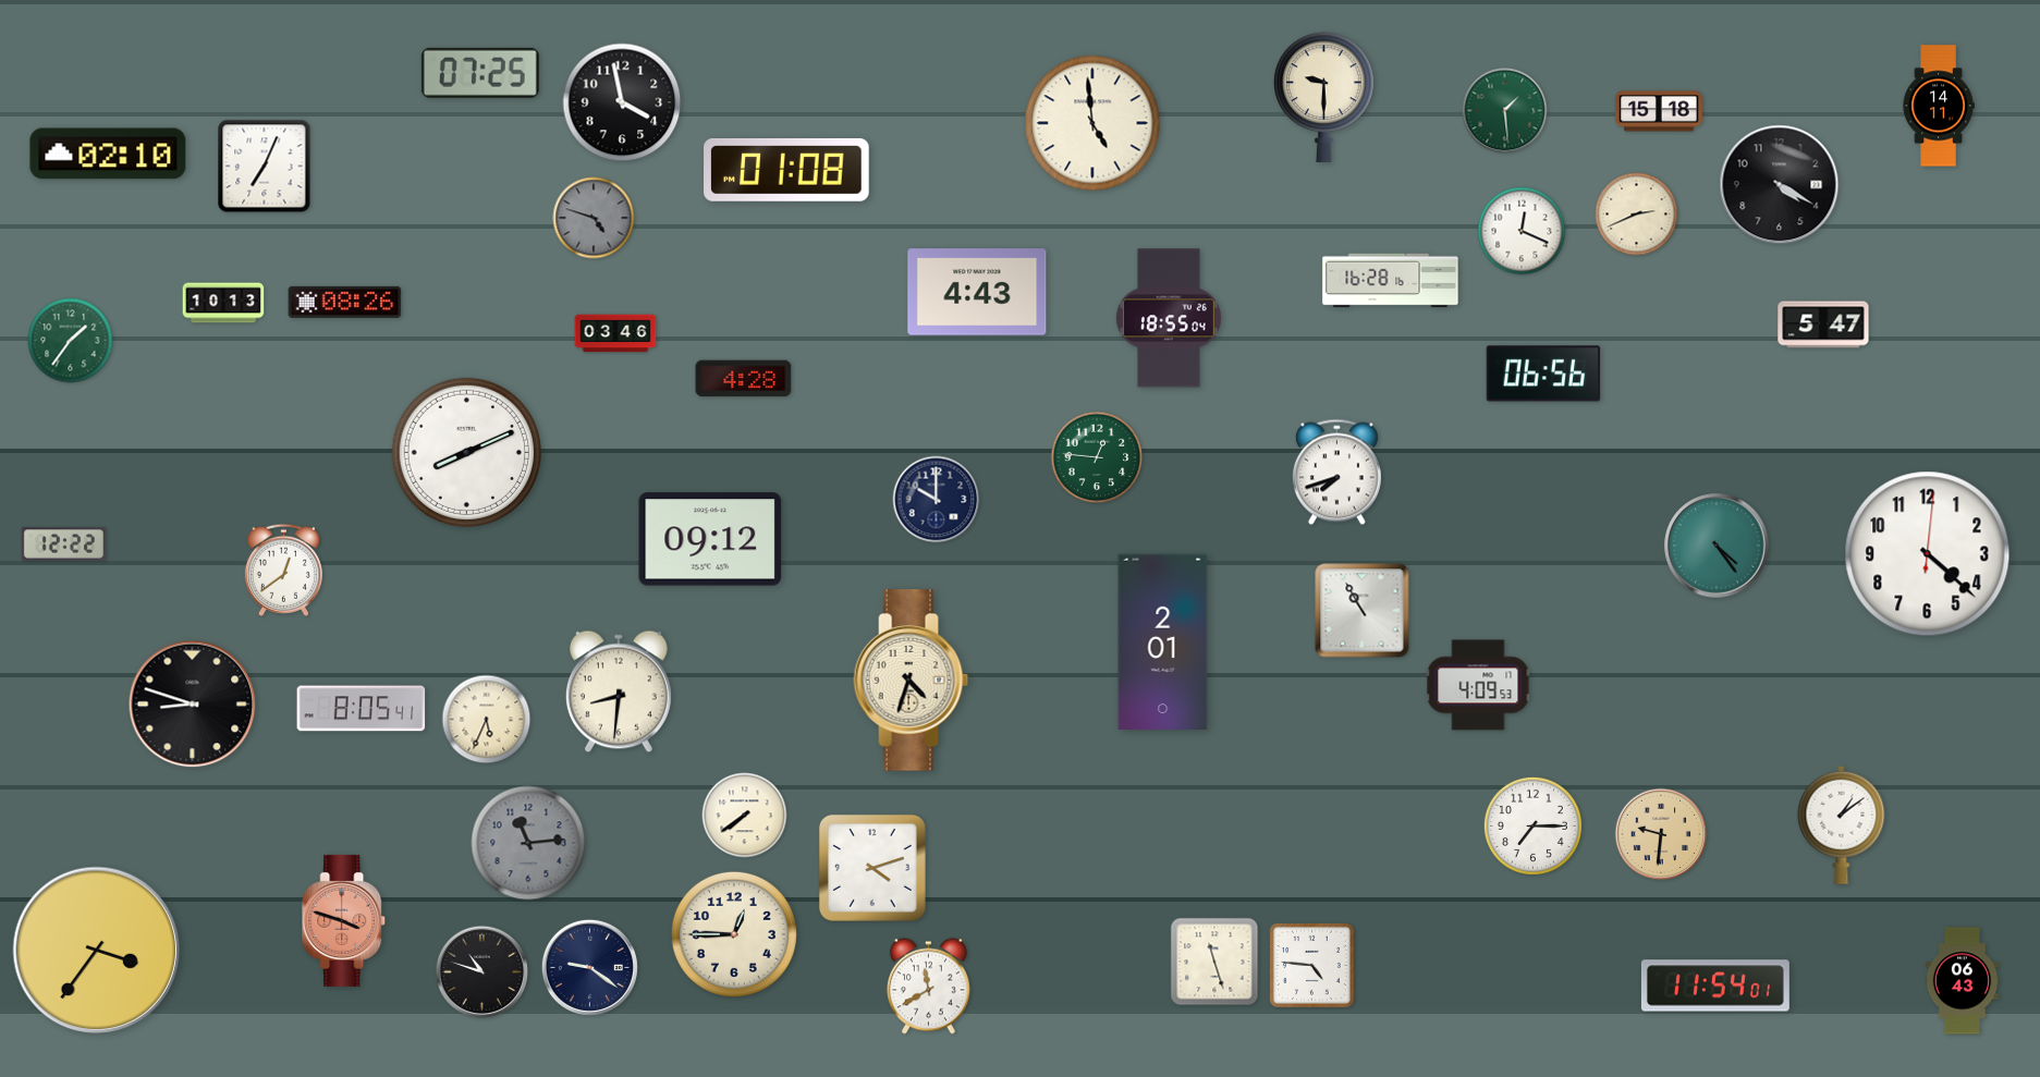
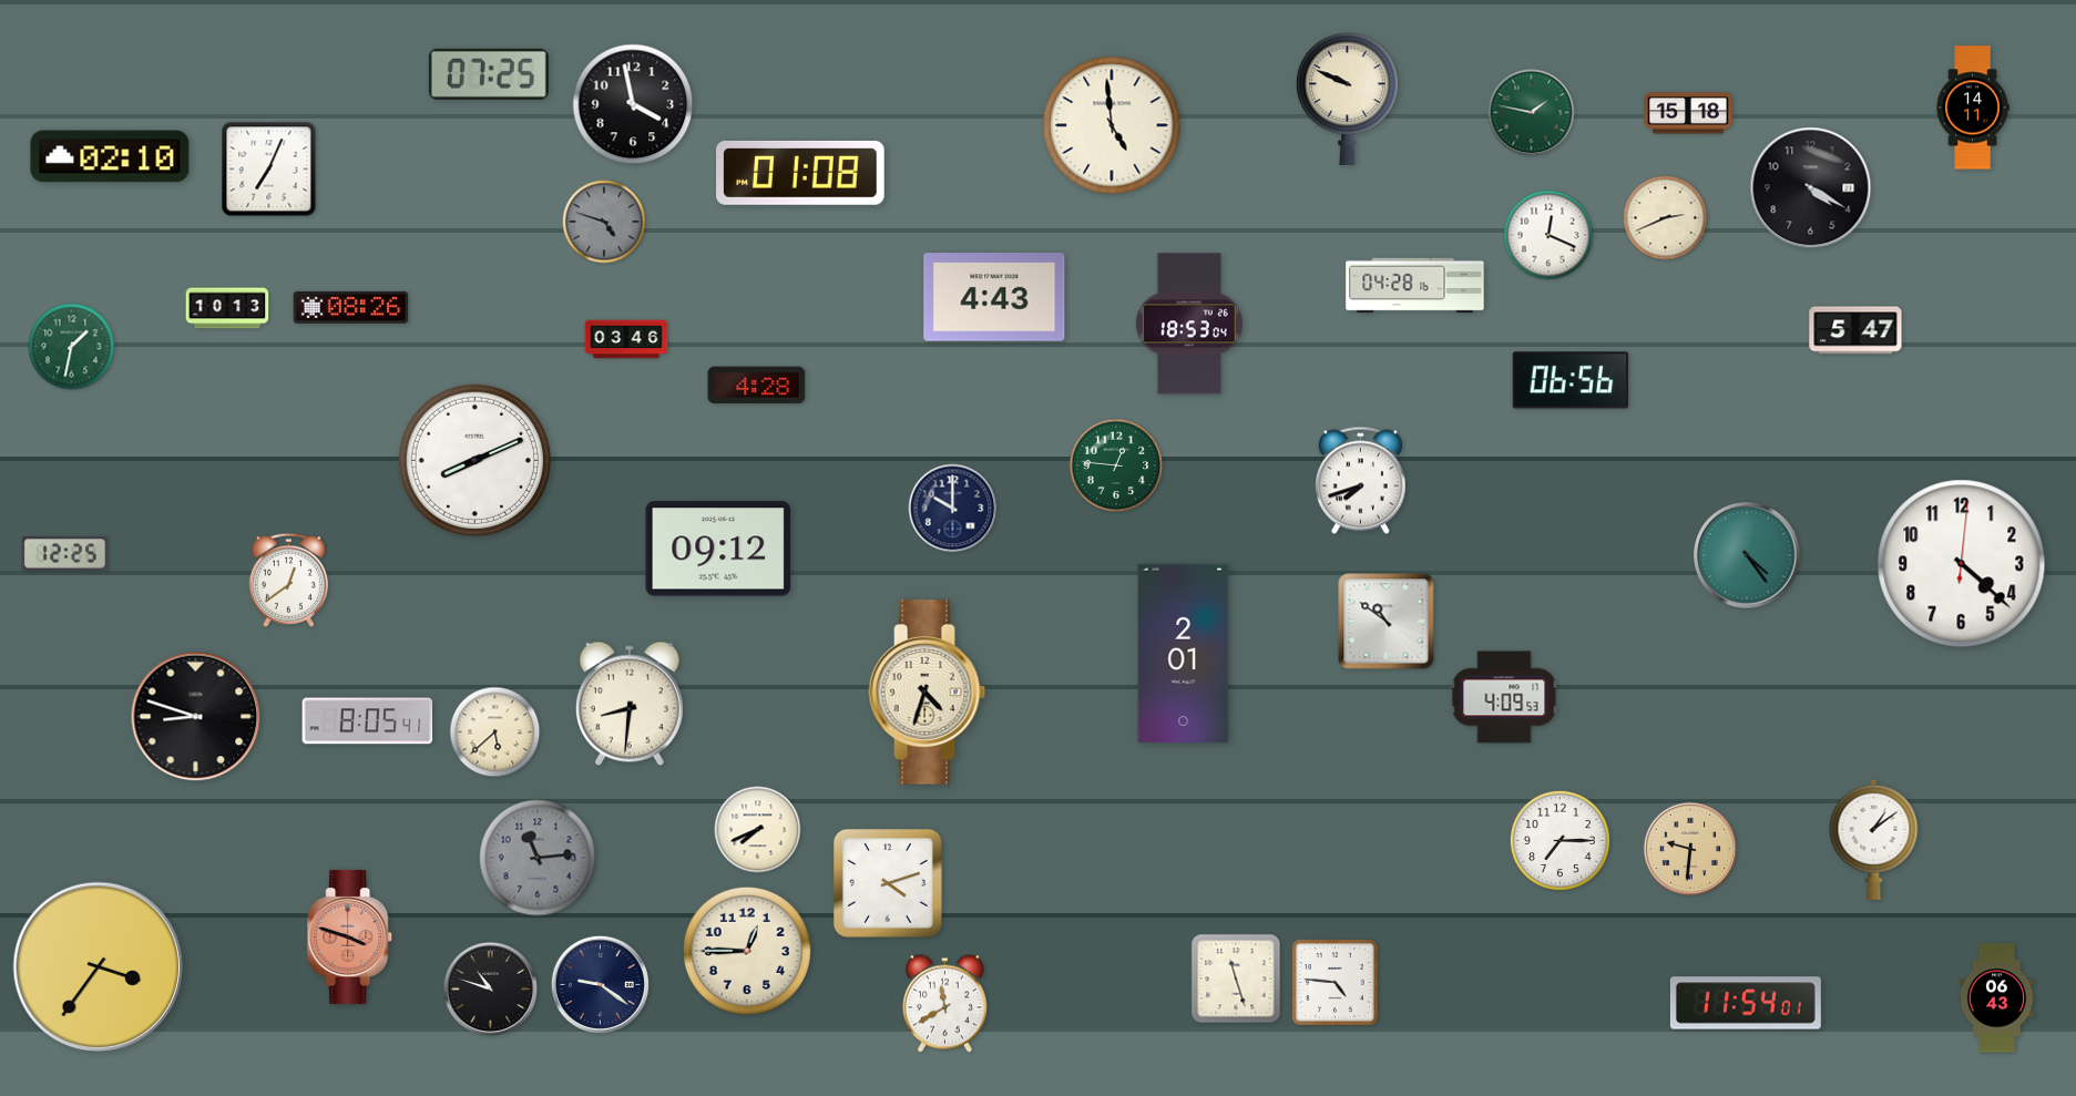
clock at (1324, 97): 9:30 -> 9:49
clock at (1505, 111): 1:29 -> 1:47
clock at (1391, 281): 16:28 -> 04:28
clock at (1169, 318): 18:55 -> 18:53
clock at (71, 341): 1:36 -> 1:32
clock at (710, 539) position: (710, 539) -> (718, 549)
clock at (63, 544): 12:22 -> 12:25
clock at (1363, 611): 10:55 -> 10:51
clock at (487, 720): 5:34 -> 5:38
clock at (745, 816): 7:39 -> 7:41
